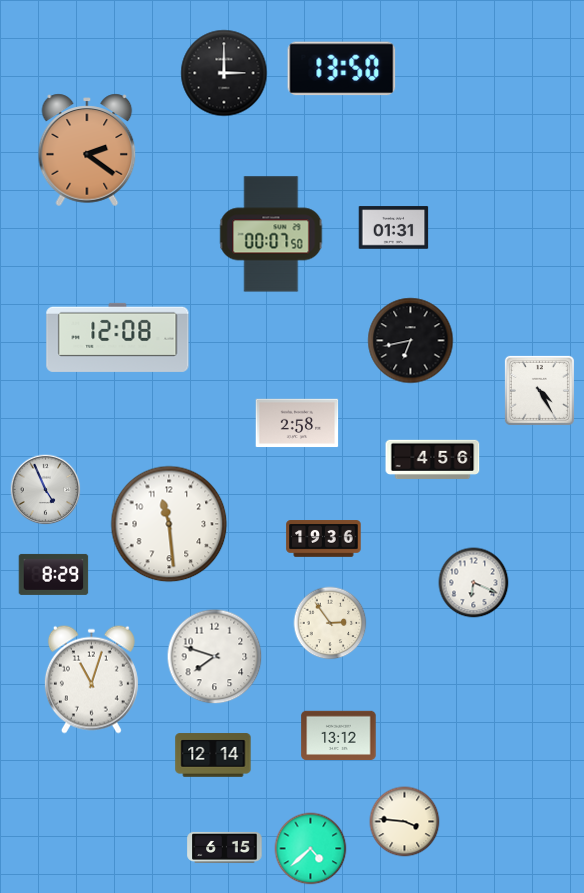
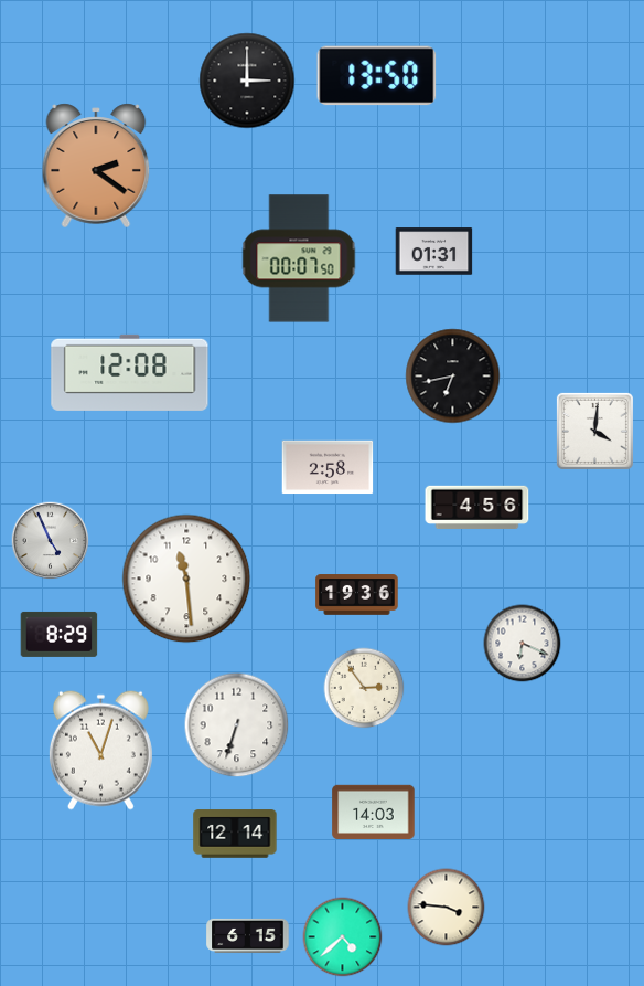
clock at (539, 390): 4:25 -> 4:01
clock at (215, 657): 7:48 -> 6:33
clock at (339, 735): 13:12 -> 14:03
